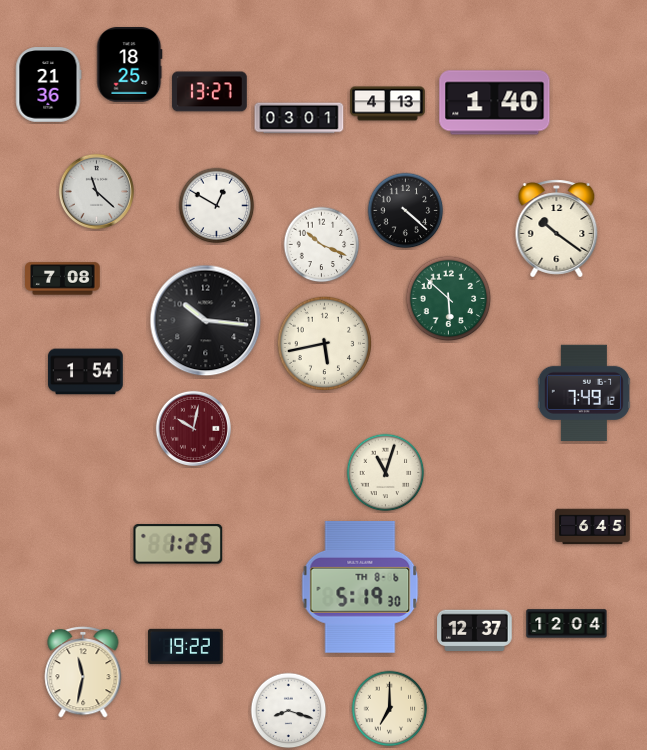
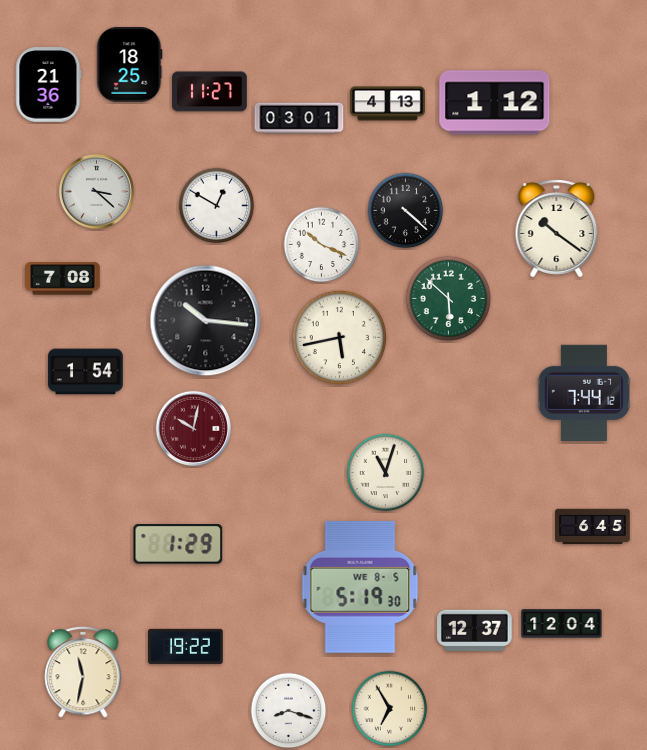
clock at (210, 92): 13:27 -> 11:27
clock at (495, 103): 1:40 -> 1:12
clock at (96, 191): 11:22 -> 3:22
clock at (325, 344) position: (325, 344) -> (340, 338)
clock at (584, 392): 7:49 -> 7:44
clock at (178, 545): 1:25 -> 1:29
clock at (360, 587) date: TH 8-6 -> WE 8-5
clock at (567, 624) position: (567, 624) -> (562, 624)
clock at (390, 709): 7:00 -> 6:55
